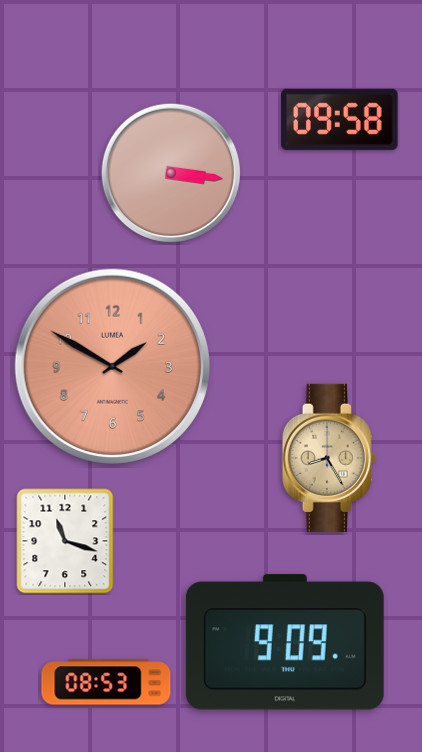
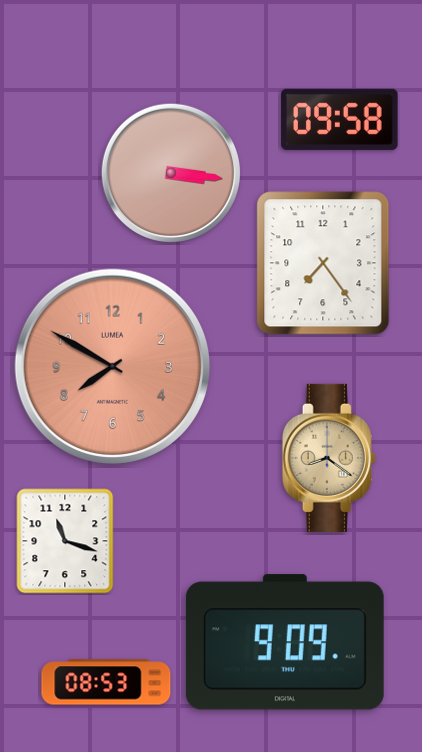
clock at (323, 263): none -> 7:24
clock at (112, 366): 1:50 -> 7:50
clock at (329, 458): 8:25 -> 8:21
